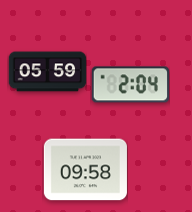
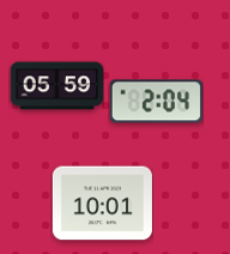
clock at (85, 170): 09:58 -> 10:01
